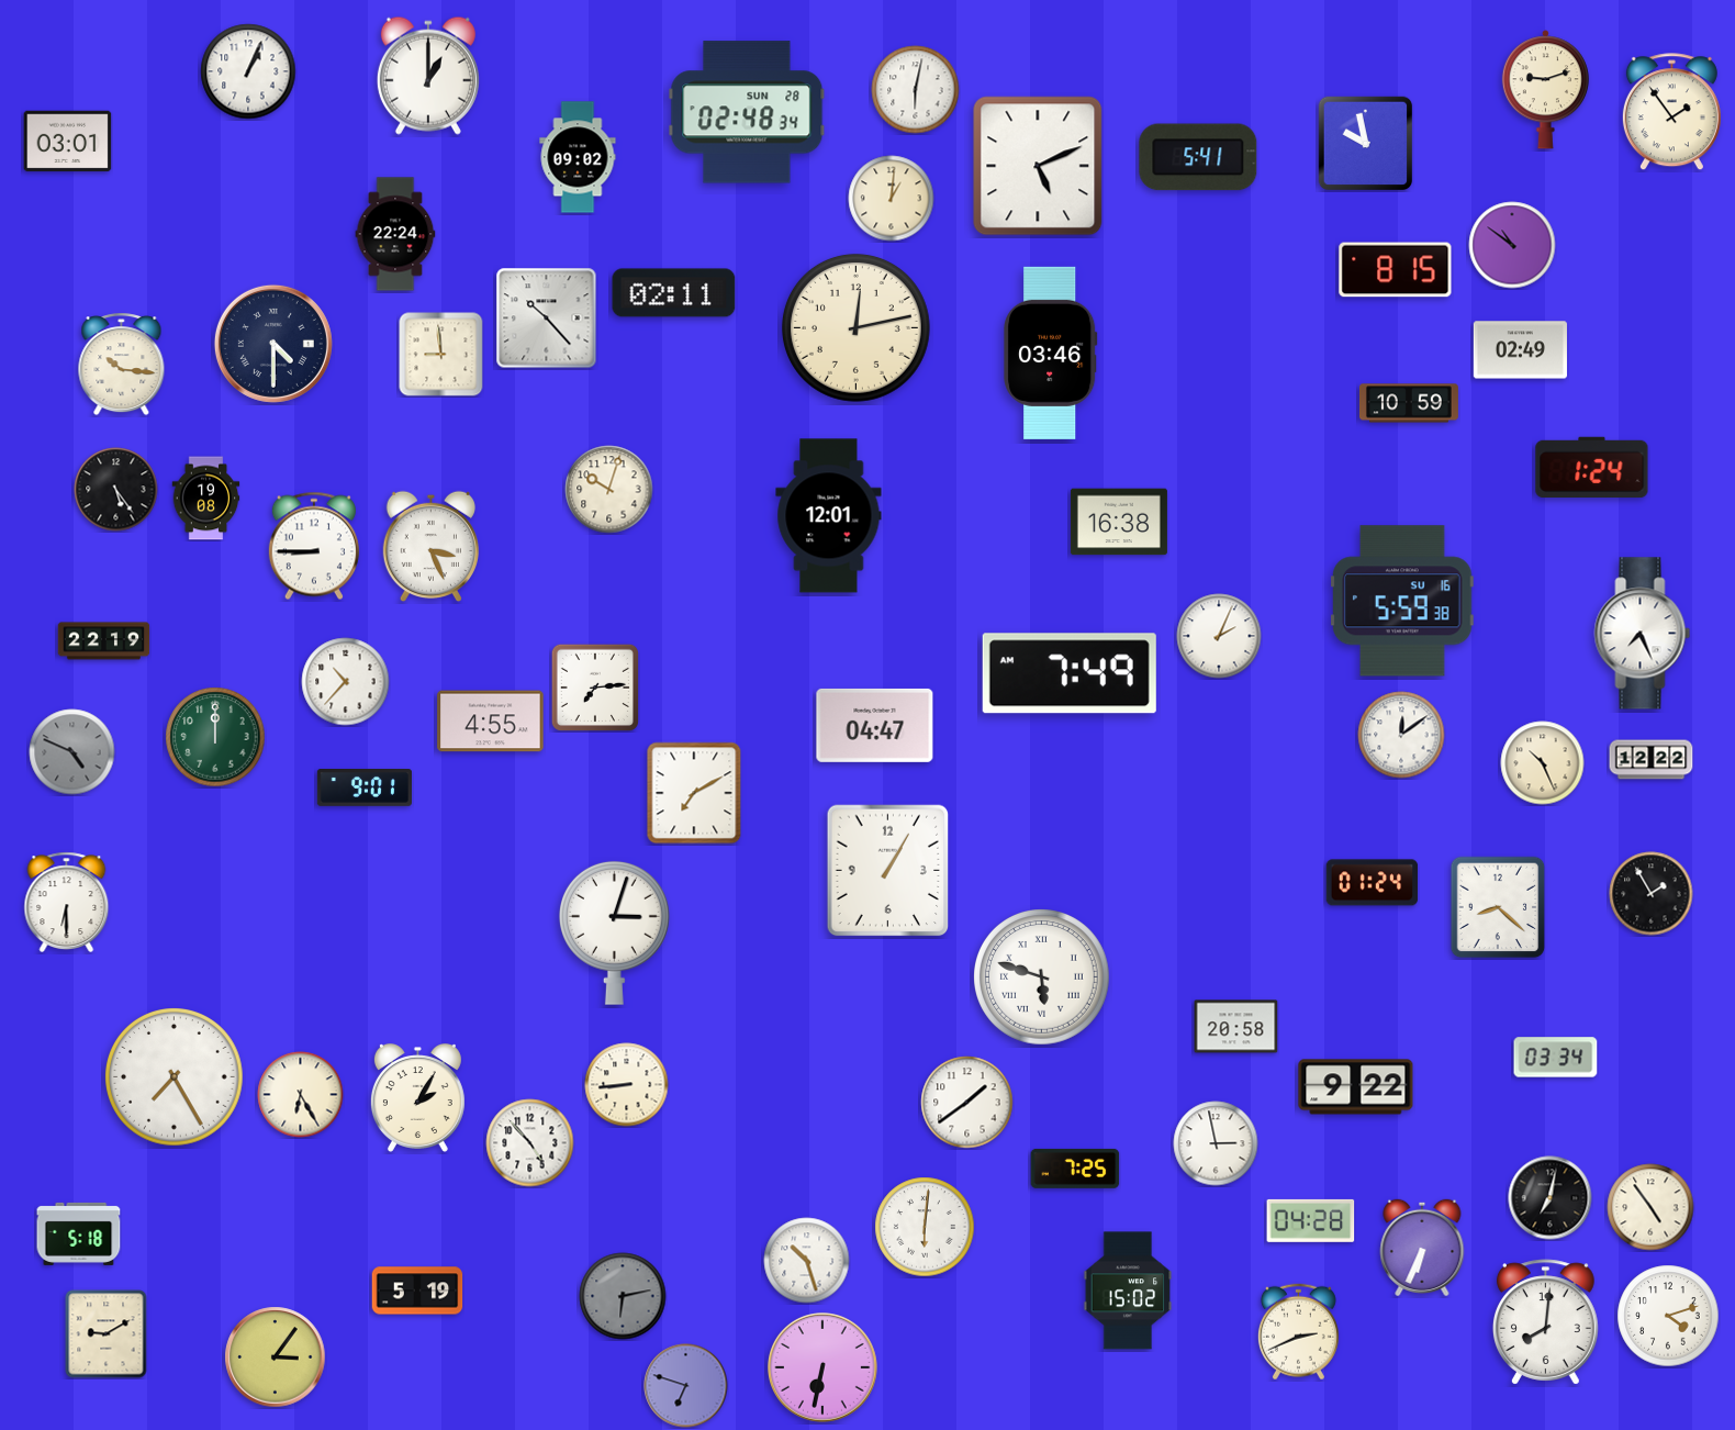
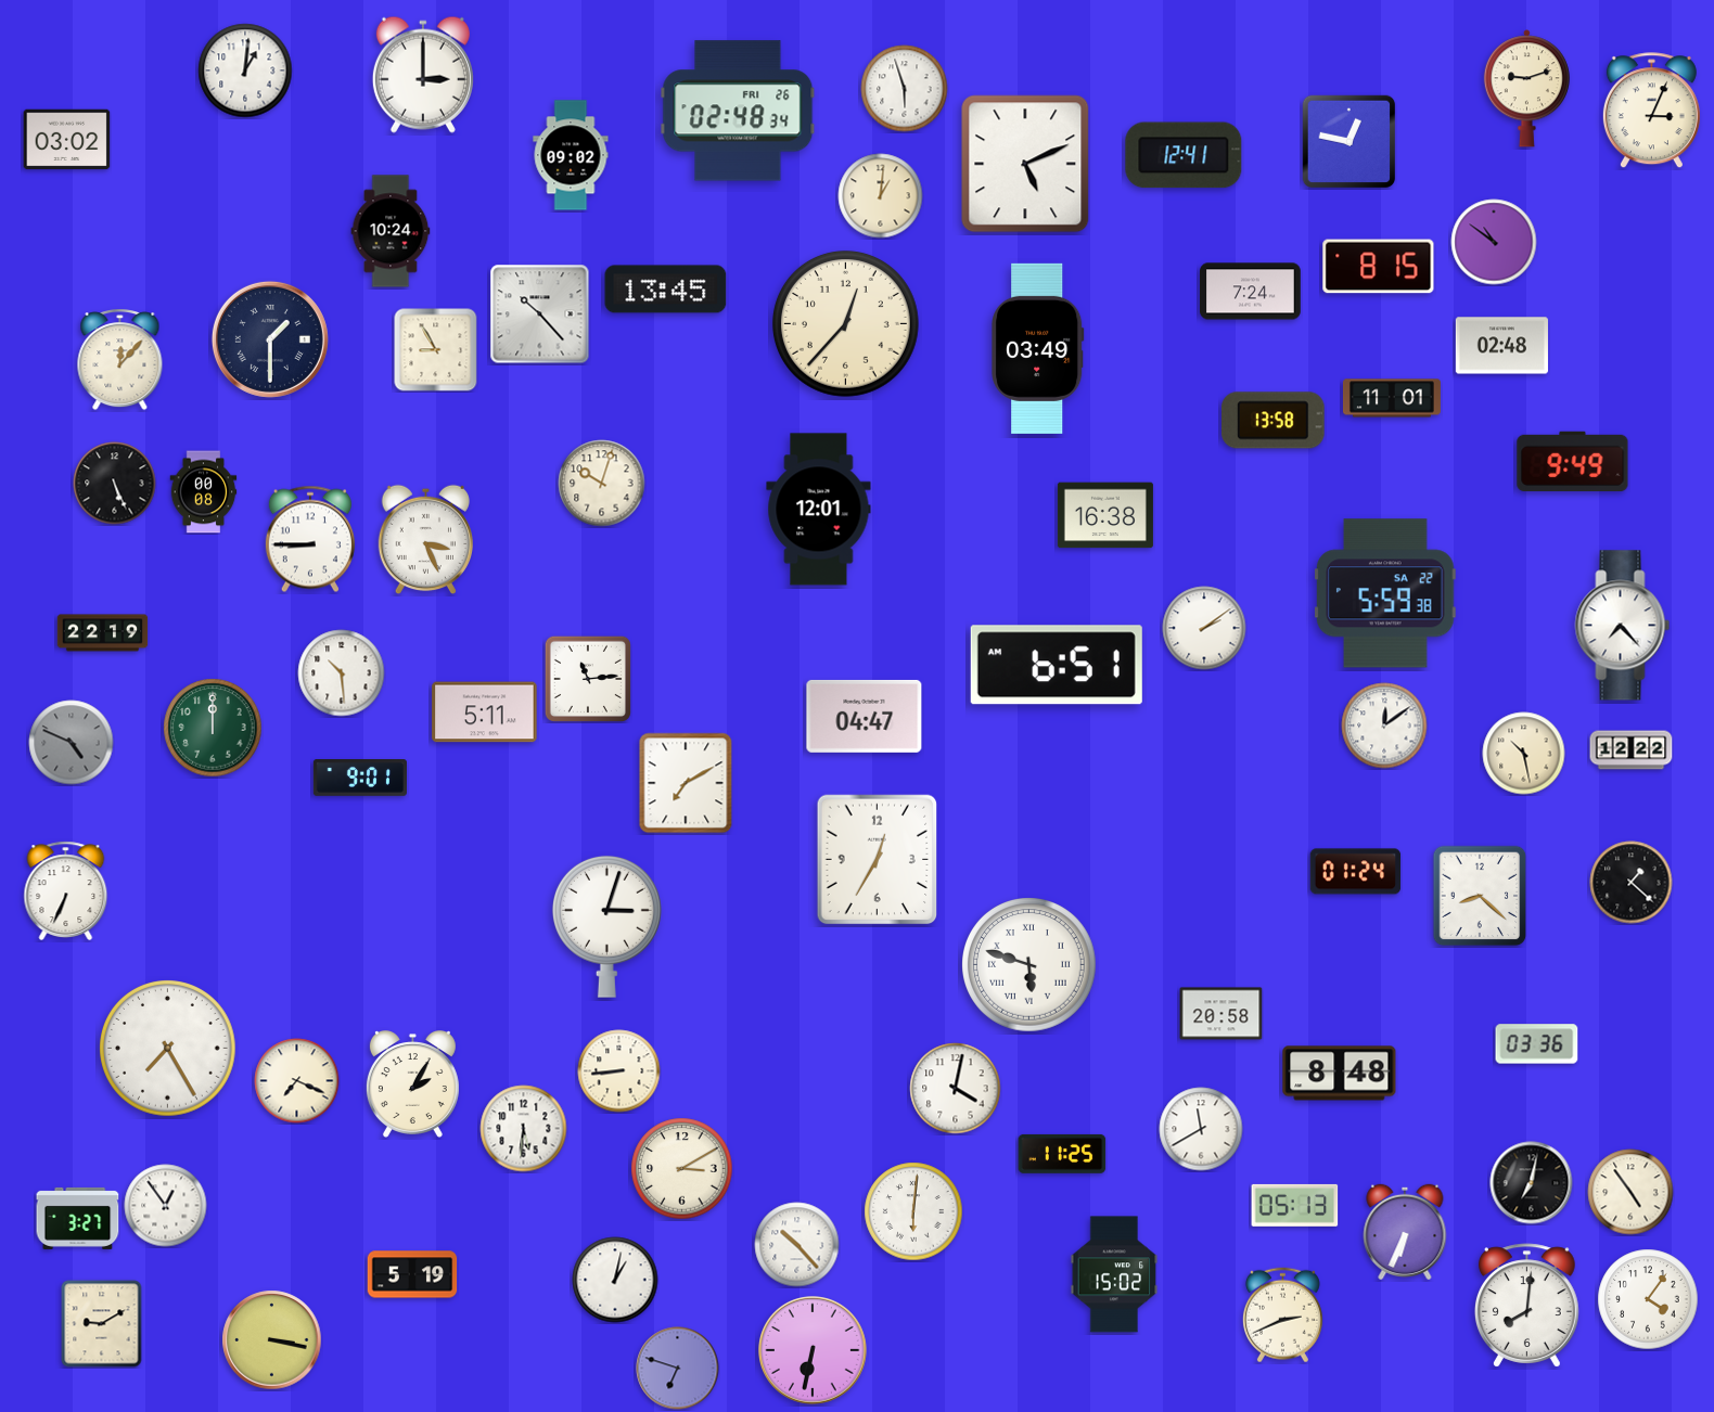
clock at (248, 71): 1:04 -> 1:01
clock at (428, 76): 1:00 -> 3:00
clock at (916, 90): 6:02 -> 5:57
clock at (747, 112) date: SUN 28 -> FRI 26
clock at (1671, 112): 1:54 -> 3:04
clock at (68, 142): 03:01 -> 03:02
clock at (1366, 144): 9:58 -> 12:47
clock at (1198, 157): 5:41 -> 12:41
clock at (395, 234): 22:24 -> 10:24
clock at (674, 293): 02:11 -> 13:45
clock at (1251, 292): none -> 7:24
clock at (855, 327): 12:13 -> 12:37
clock at (273, 344): 4:30 -> 1:30
clock at (1520, 350): 02:49 -> 02:48
clock at (1051, 353): 03:46 -> 03:49
clock at (441, 355): 8:59 -> 8:55
clock at (122, 365): 10:16 -> 12:07
clock at (1409, 403): 10:59 -> 11:01
clock at (1274, 421): none -> 13:58
clock at (1592, 468): 1:24 -> 9:49
clock at (116, 490): 5:24 -> 5:26
clock at (206, 499): 19:08 -> 00:08
clock at (1403, 601) date: SU 16 -> SA 22
clock at (1643, 634): 7:26 -> 7:23
clock at (1219, 636): 2:04 -> 2:09
clock at (1070, 673): 7:49 -> 6:51
clock at (346, 682): 10:37 -> 10:29
clock at (595, 688): 7:14 -> 11:14
clock at (491, 722): 4:55 -> 5:11
clock at (1543, 763): 10:26 -> 10:28
clock at (888, 871): 1:05 -> 12:35
clock at (1652, 894): 1:55 -> 1:22
clock at (67, 902): 6:30 -> 6:34
clock at (614, 932) position: (614, 932) -> (606, 926)
clock at (1556, 1058): 03:34 -> 03:36
clock at (175, 1077) position: (175, 1077) -> (168, 1049)
clock at (1356, 1087): 9:22 -> 8:48
clock at (301, 1095): 6:25 -> 7:19
clock at (967, 1103): 1:39 -> 4:02
clock at (530, 1143): 4:53 -> 5:31
clock at (1216, 1143): 2:58 -> 11:40
clock at (1075, 1169): 7:25 -> 11:25
clock at (682, 1169): none -> 3:10
clock at (1311, 1220): 04:28 -> 05:13
clock at (166, 1206): none -> 12:54
clock at (79, 1233): 5:18 -> 3:27
clock at (807, 1261): 10:27 -> 10:23
clock at (623, 1296): 6:13 -> 1:02
clock at (623, 1296) dial: grey -> white
clock at (1668, 1316): 4:12 -> 4:06
clock at (107, 1334) position: (107, 1334) -> (102, 1324)
clock at (276, 1358): 3:06 -> 3:17
